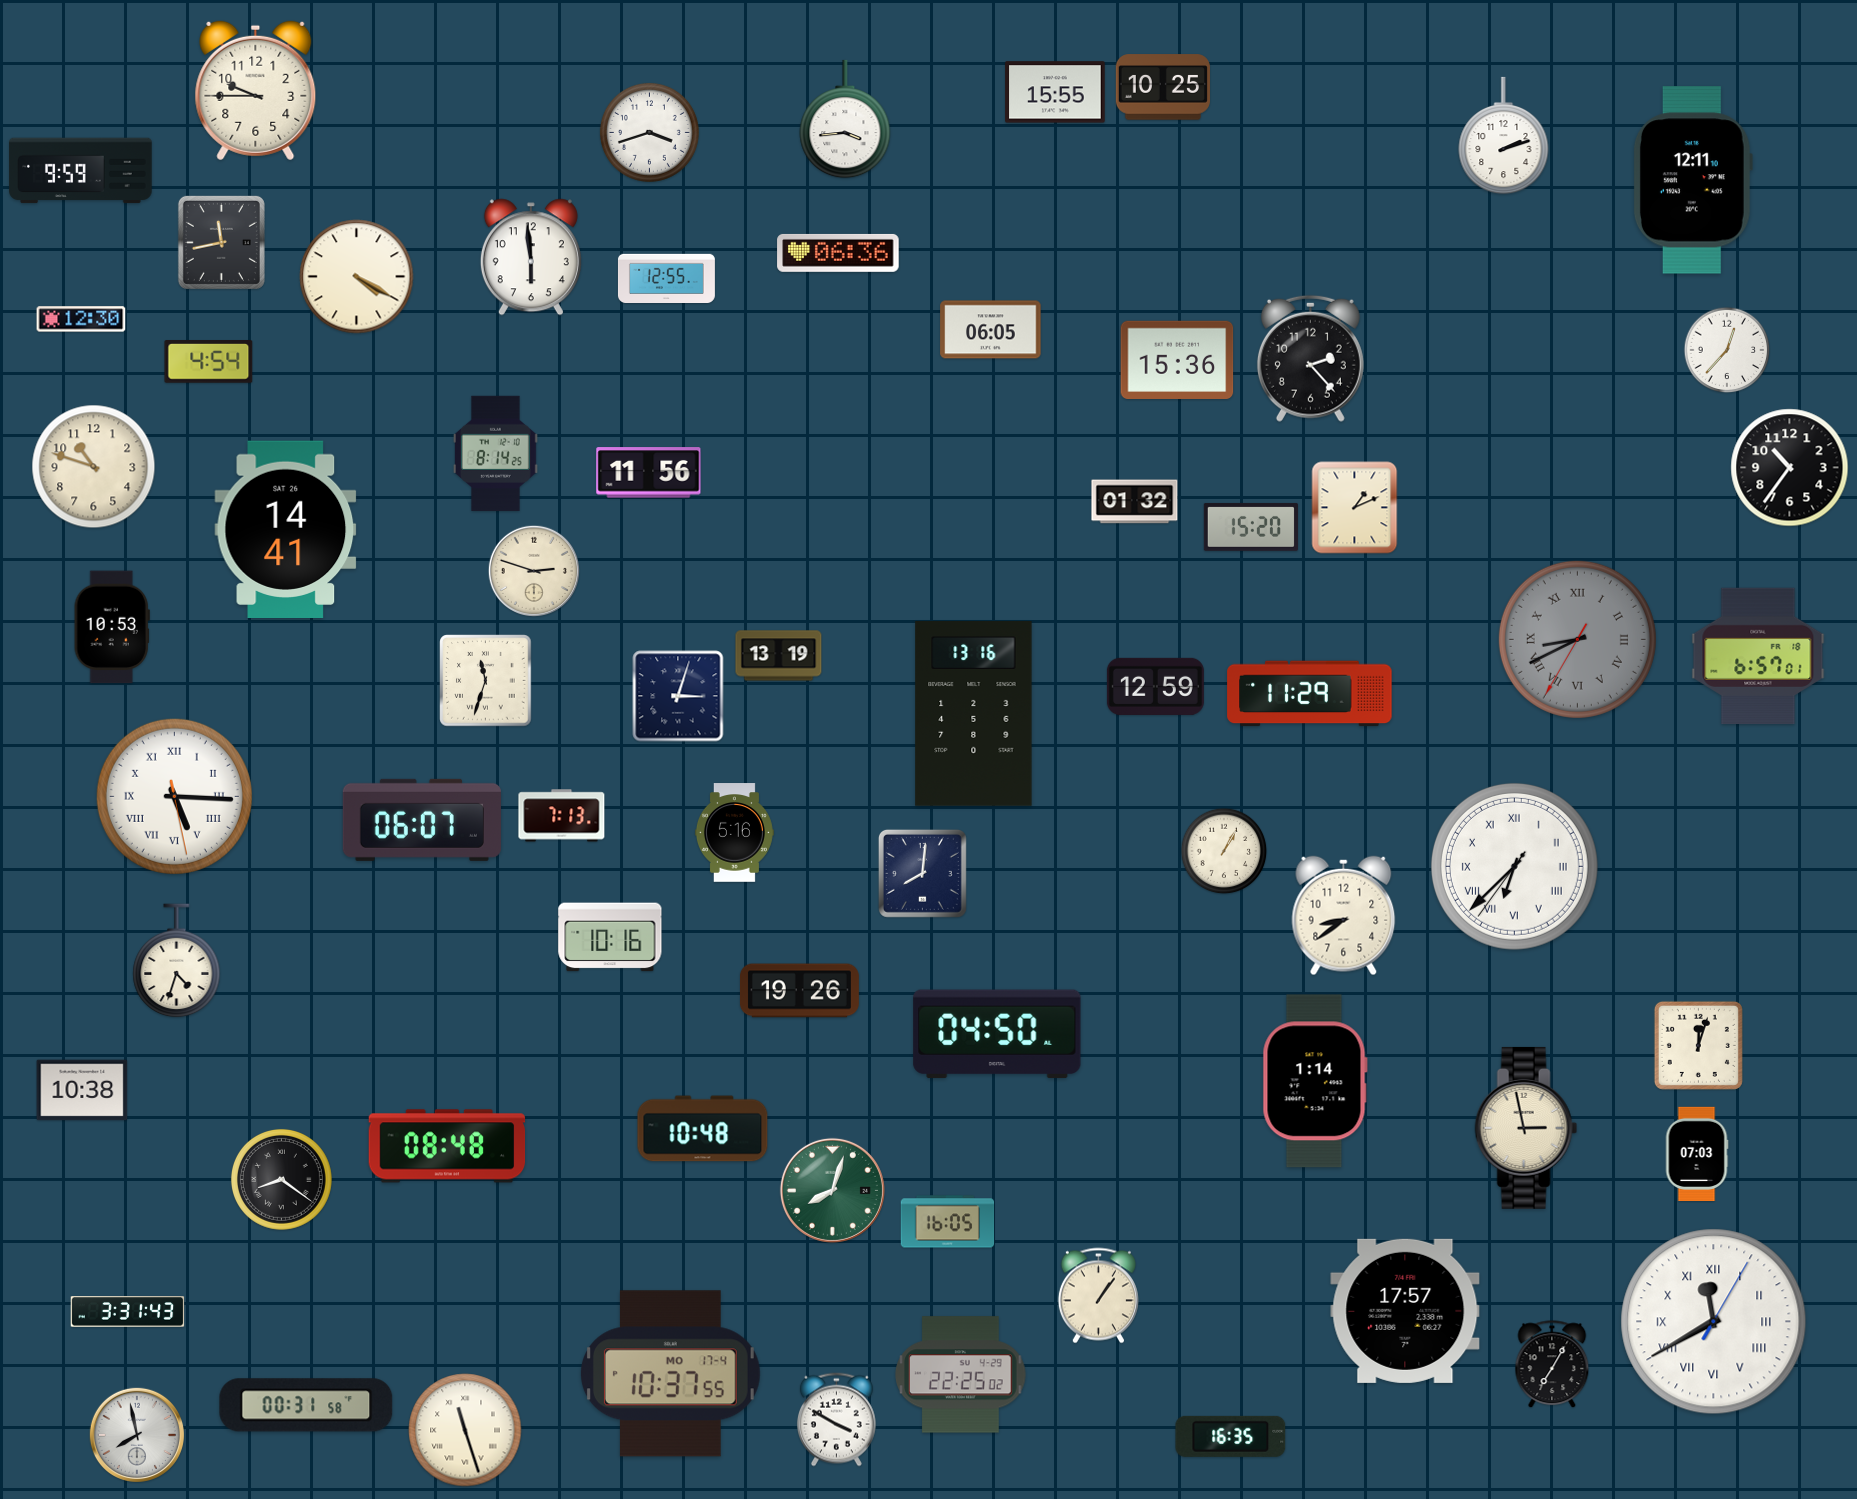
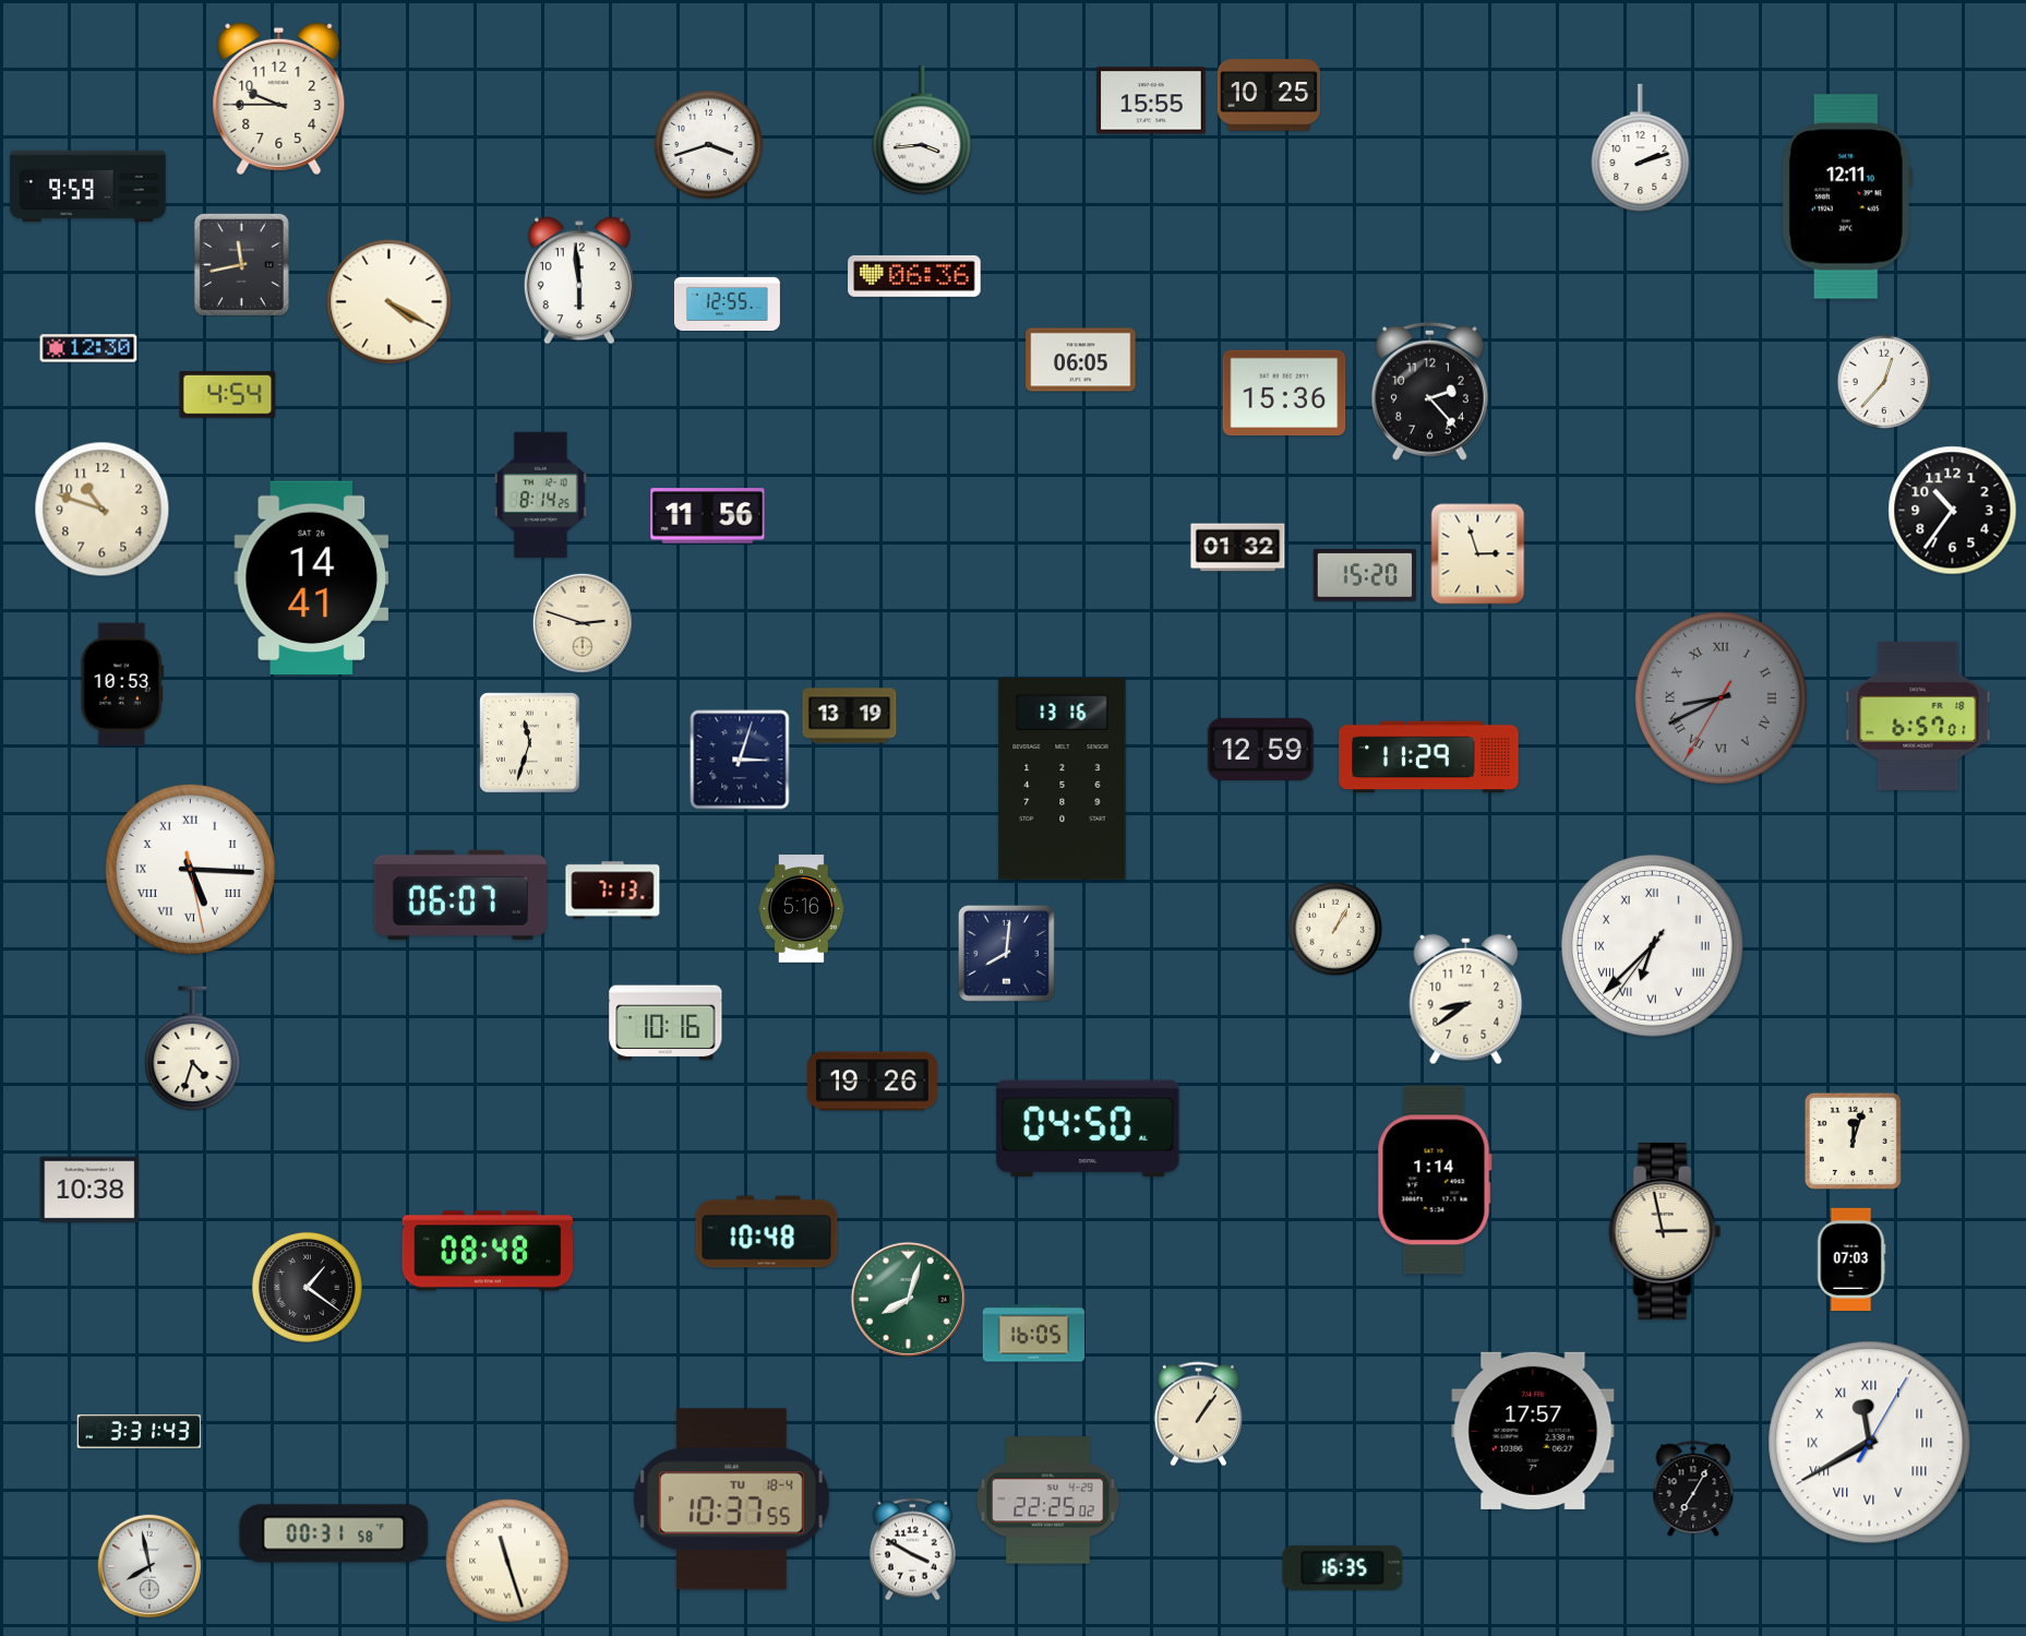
clock at (1355, 508): 1:11 -> 2:57
clock at (281, 1179): 8:21 -> 1:21
clock at (670, 1374) date: MO 17-4 -> TU 18-4
